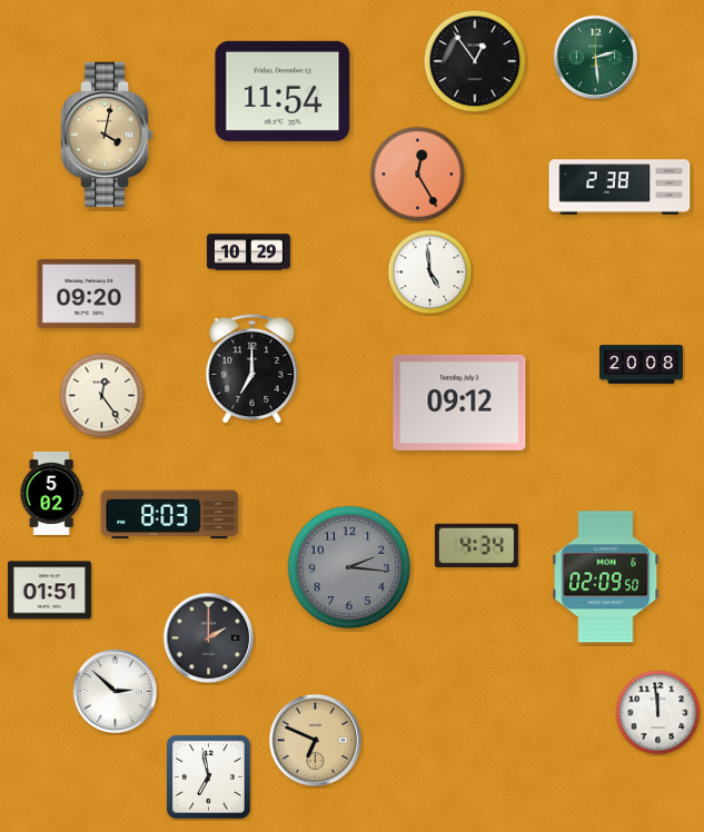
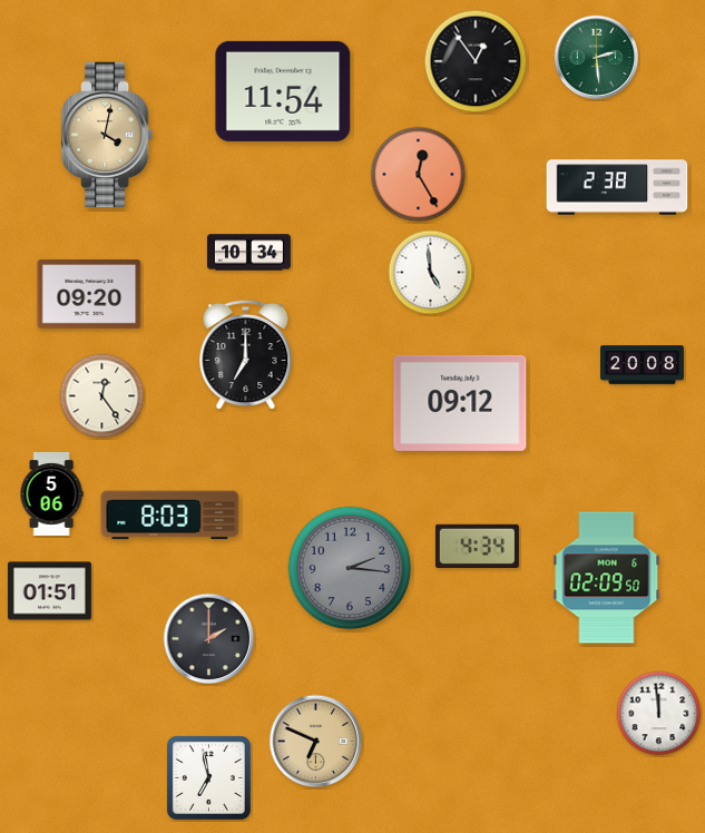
clock at (619, 187) position: (619, 187) -> (617, 187)
clock at (248, 252): 10:29 -> 10:34
clock at (252, 368) position: (252, 368) -> (246, 354)
clock at (51, 493): 5:02 -> 5:06
clock at (116, 692): 2:52 -> none
